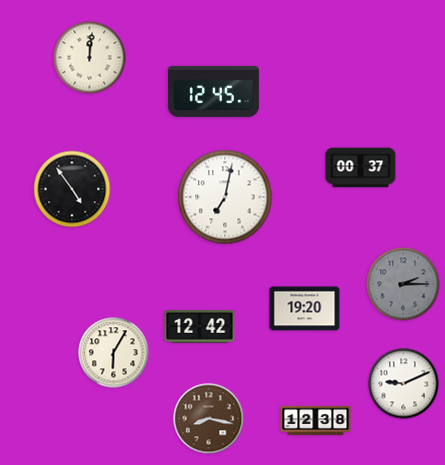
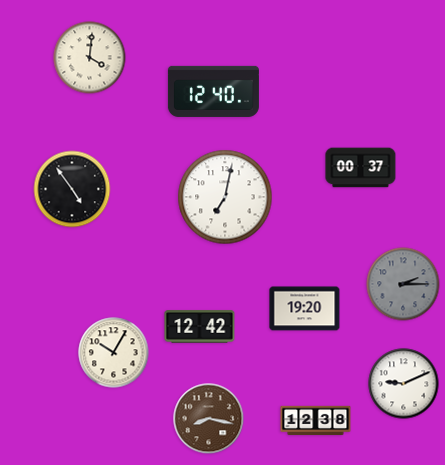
clock at (90, 58): 12:01 -> 4:01
clock at (213, 91): 12:45 -> 12:40
clock at (114, 353): 6:05 -> 10:05
